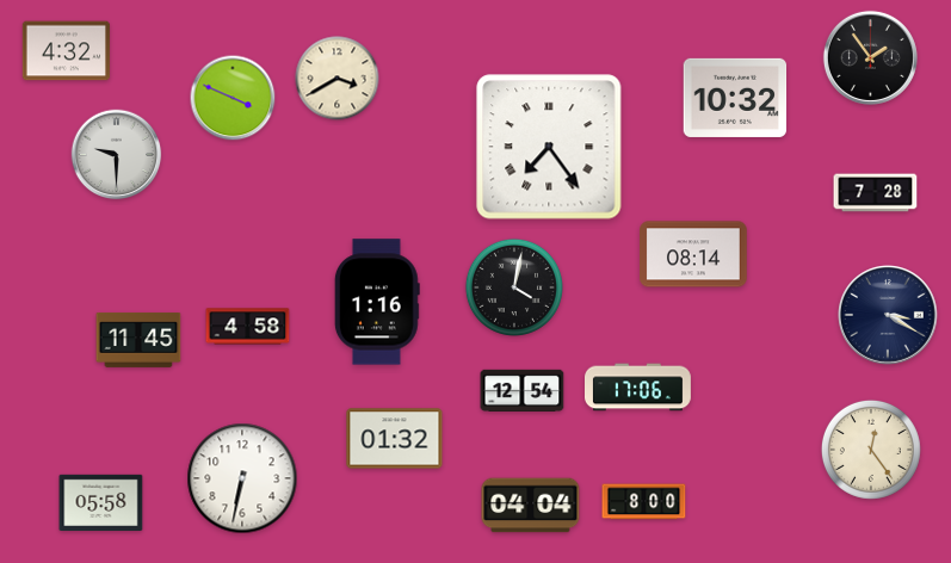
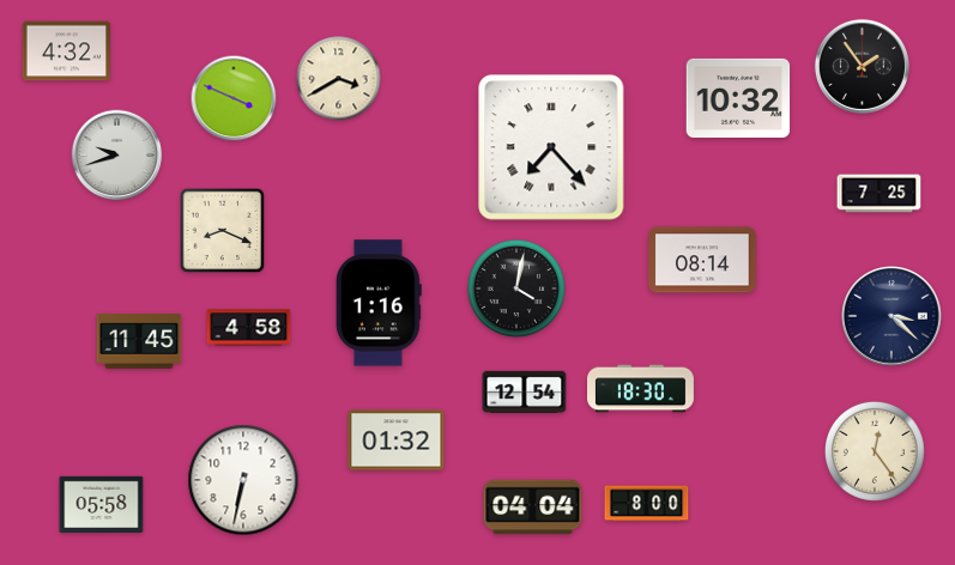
clock at (870, 57) position: (870, 57) -> (862, 66)
clock at (549, 147): 7:24 -> 7:23
clock at (117, 155): 9:30 -> 9:42
clock at (876, 193): 7:28 -> 7:25
clock at (223, 231): none -> 8:19
clock at (693, 254) position: (693, 254) -> (702, 260)
clock at (889, 316): 3:20 -> 3:22
clock at (638, 388): 17:06 -> 18:30
